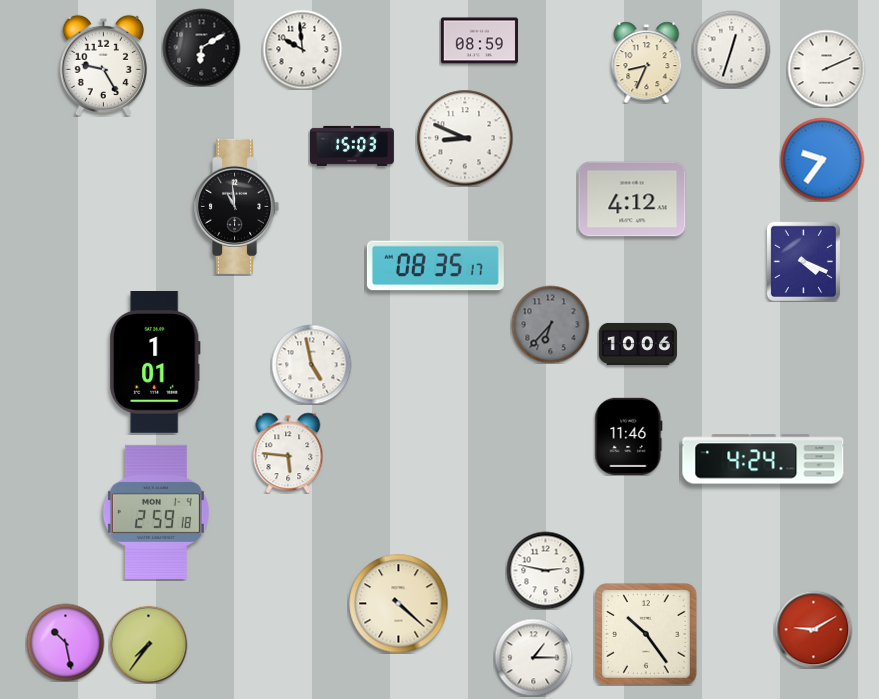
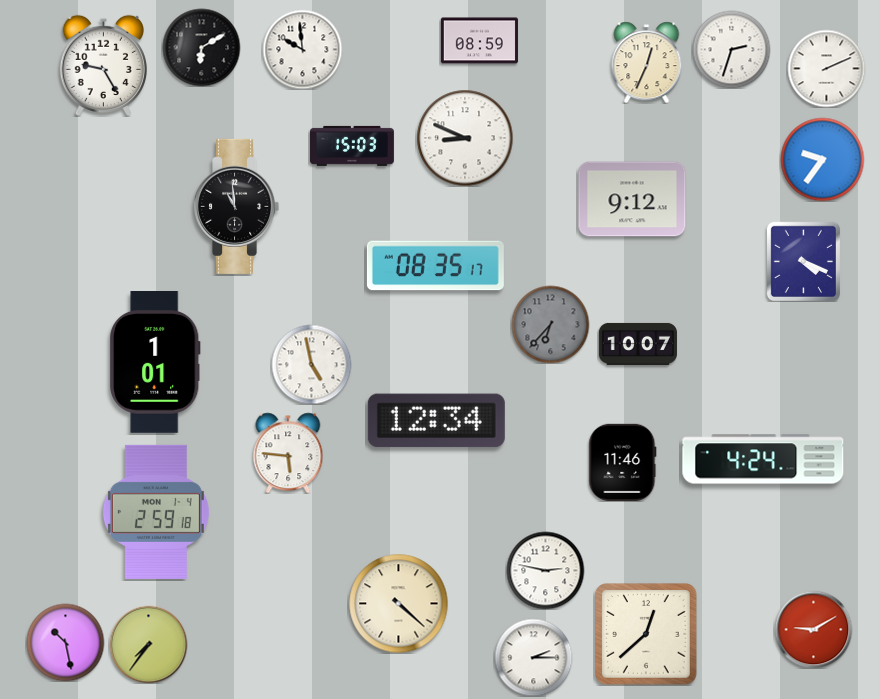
clock at (731, 49): 12:33 -> 2:33
clock at (647, 62): 8:34 -> 12:34
clock at (632, 199): 4:12 -> 9:12
clock at (638, 344): 10:06 -> 10:07
clock at (436, 421): none -> 12:34
clock at (629, 436) position: (629, 436) -> (623, 462)
clock at (646, 634): 10:24 -> 12:38
clock at (533, 657): 1:15 -> 2:15
